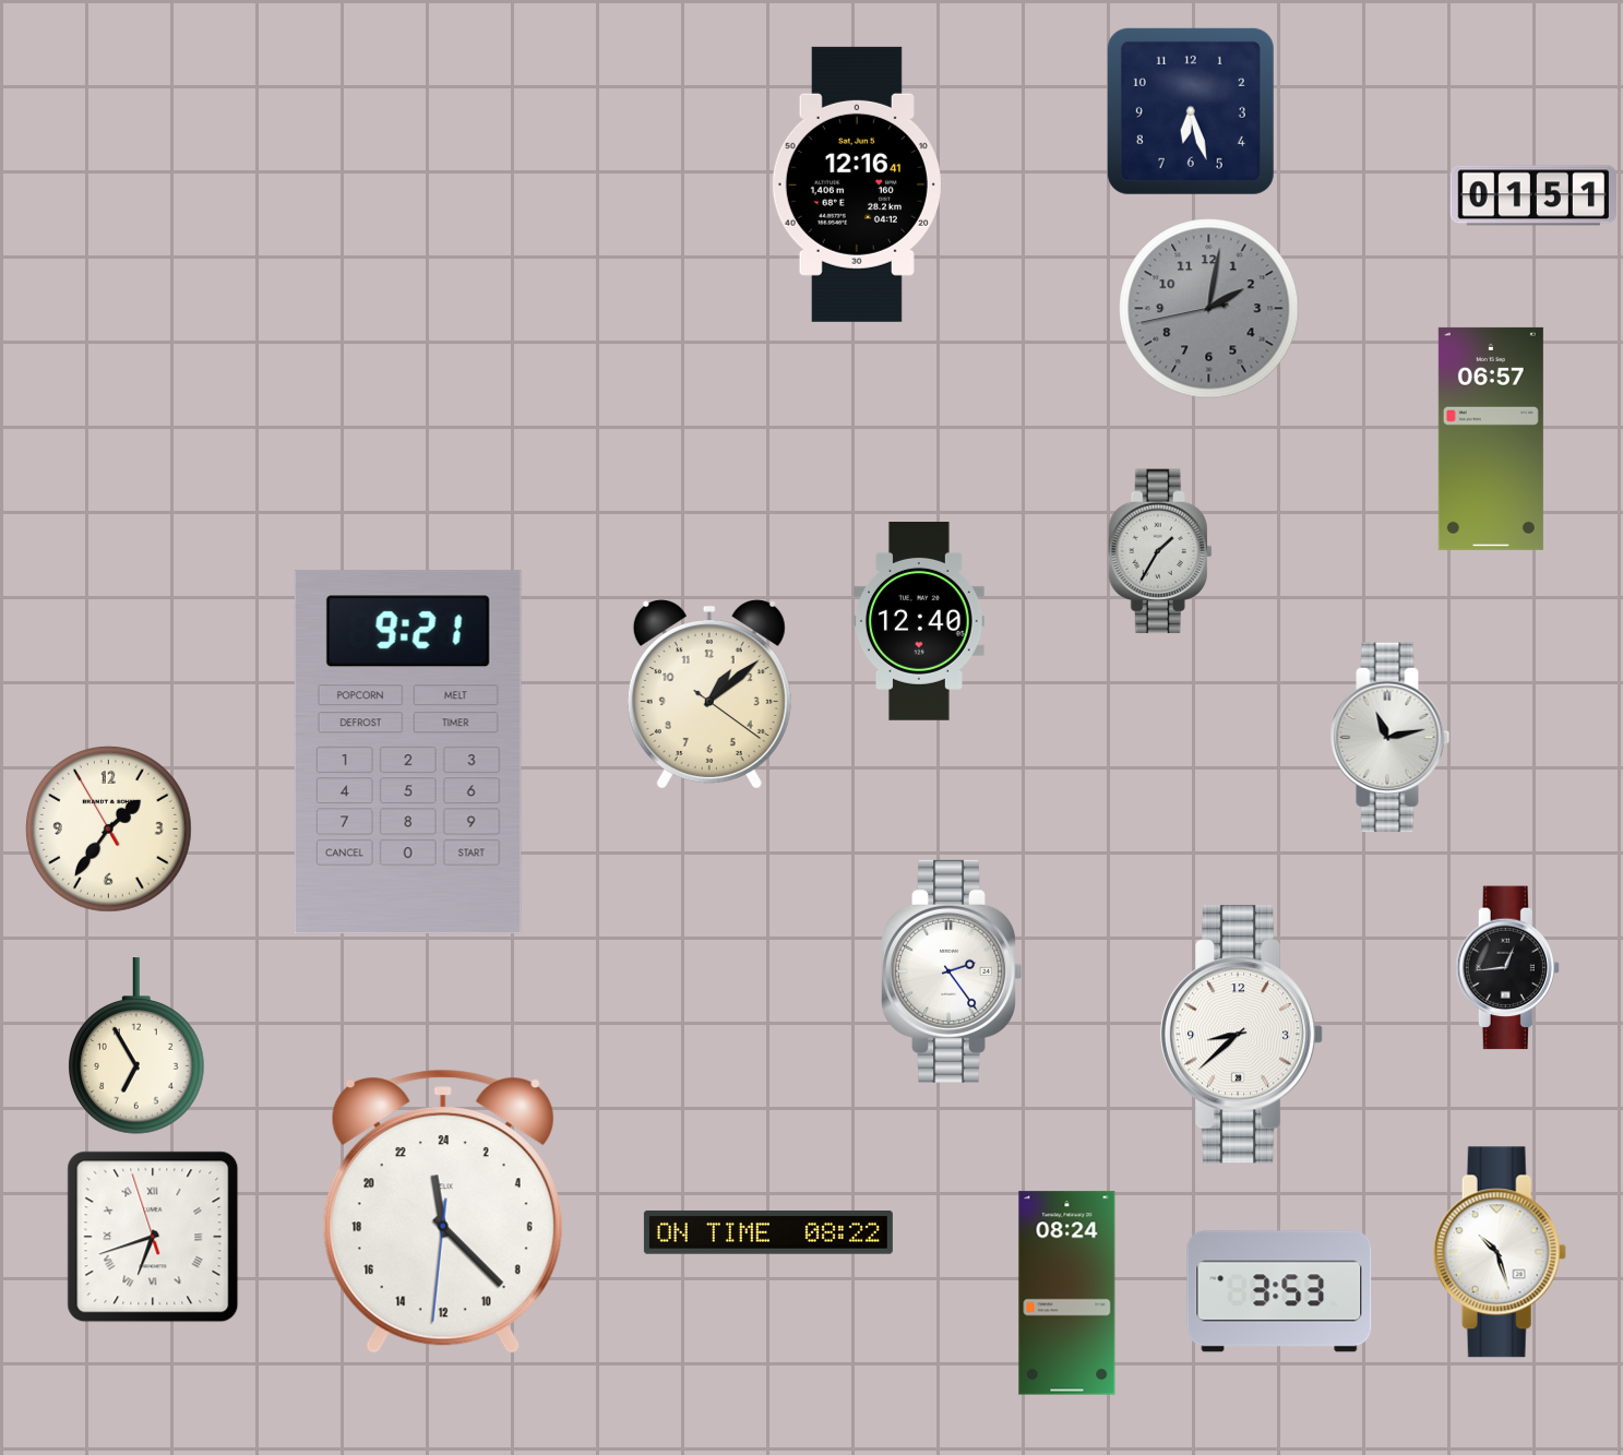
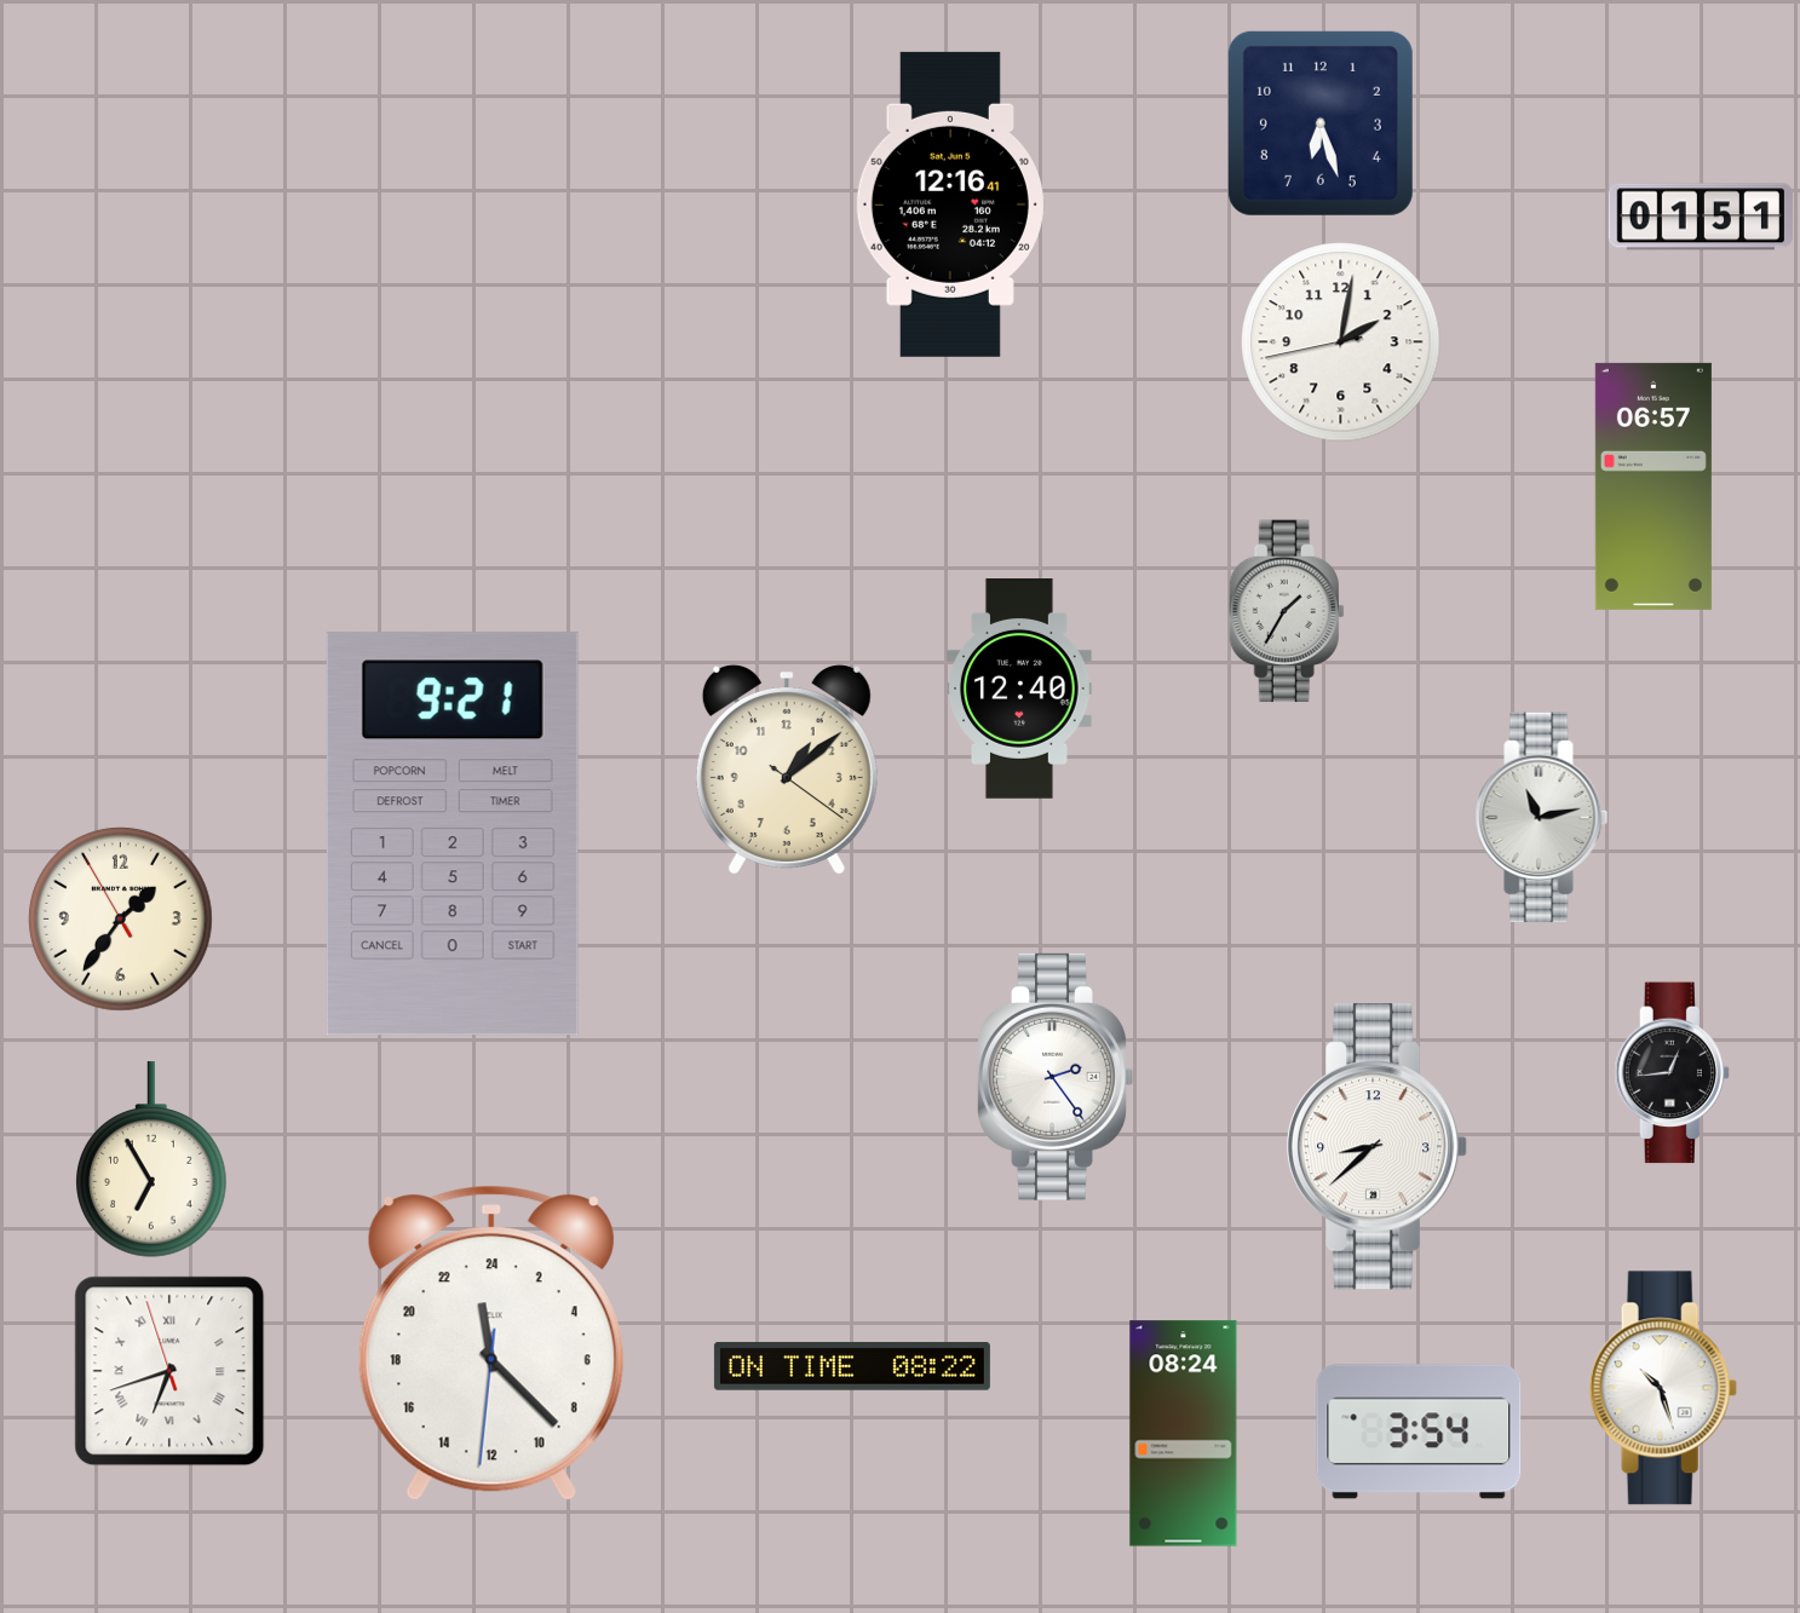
clock at (1209, 309) dial: grey -> white
clock at (1279, 1291): 3:53 -> 3:54
